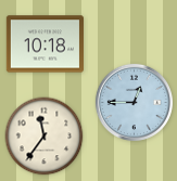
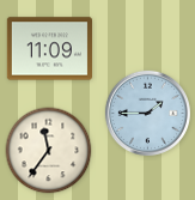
clock at (45, 44): 10:18 -> 11:09
clock at (134, 102): 12:45 -> 1:45
